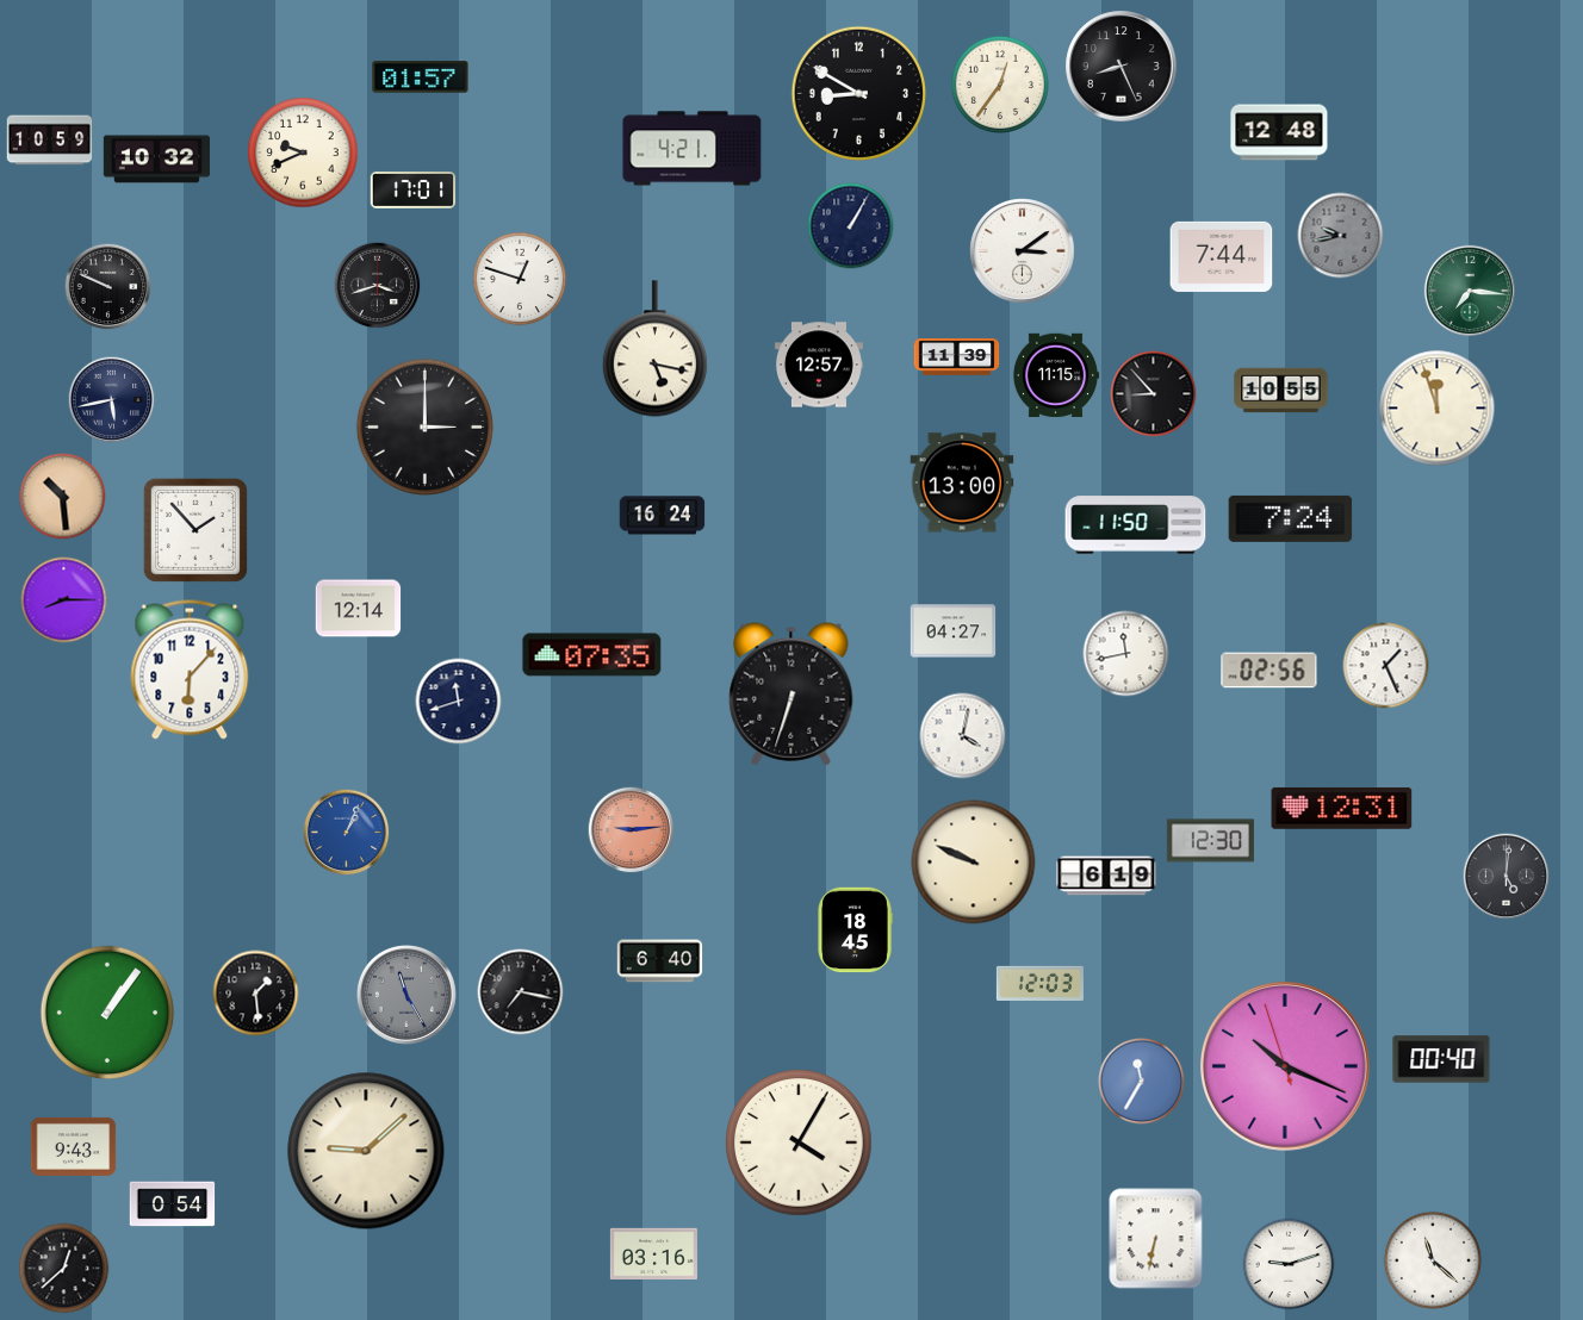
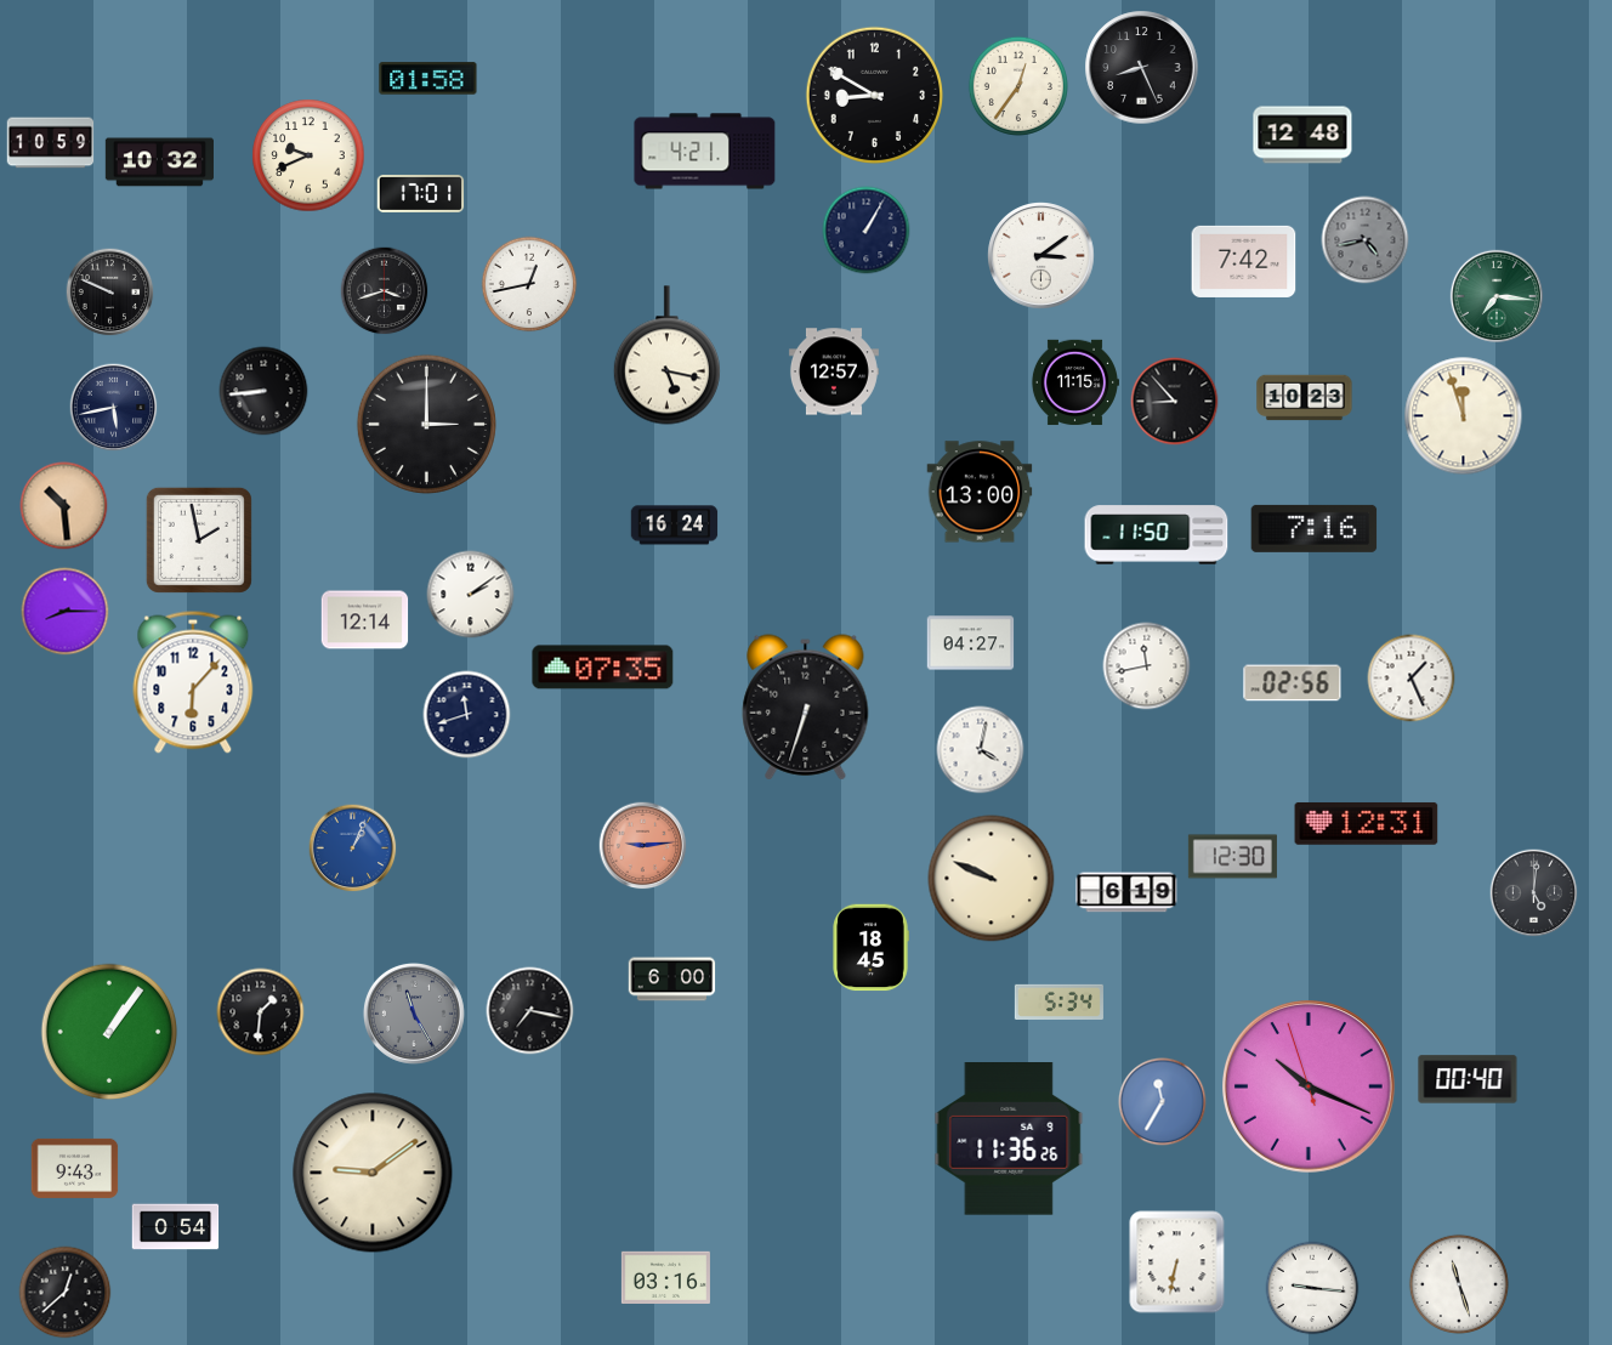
clock at (421, 77): 01:57 -> 01:58
clock at (1341, 236): 9:43 -> 4:43
clock at (1222, 256): 7:44 -> 7:42
clock at (520, 279): 12:48 -> 12:43
clock at (957, 357): 11:39 -> none
clock at (263, 391): none -> 8:44
clock at (1281, 391): 10:55 -> 10:23
clock at (424, 426) position: (424, 426) -> (426, 424)
clock at (1291, 518): 7:24 -> 7:16
clock at (195, 530): 1:53 -> 1:58
clock at (471, 595): none -> 2:09
clock at (660, 961): 6:40 -> 6:00
clock at (1039, 983): 12:03 -> 5:34
clock at (256, 994): 1:29 -> 1:31
clock at (1009, 1139): none -> 11:36
clock at (799, 1142): 4:05 -> none
clock at (366, 1151): 9:08 -> 9:09
clock at (1433, 1260): 11:22 -> 11:27
clock at (1289, 1264): 9:12 -> 9:16
